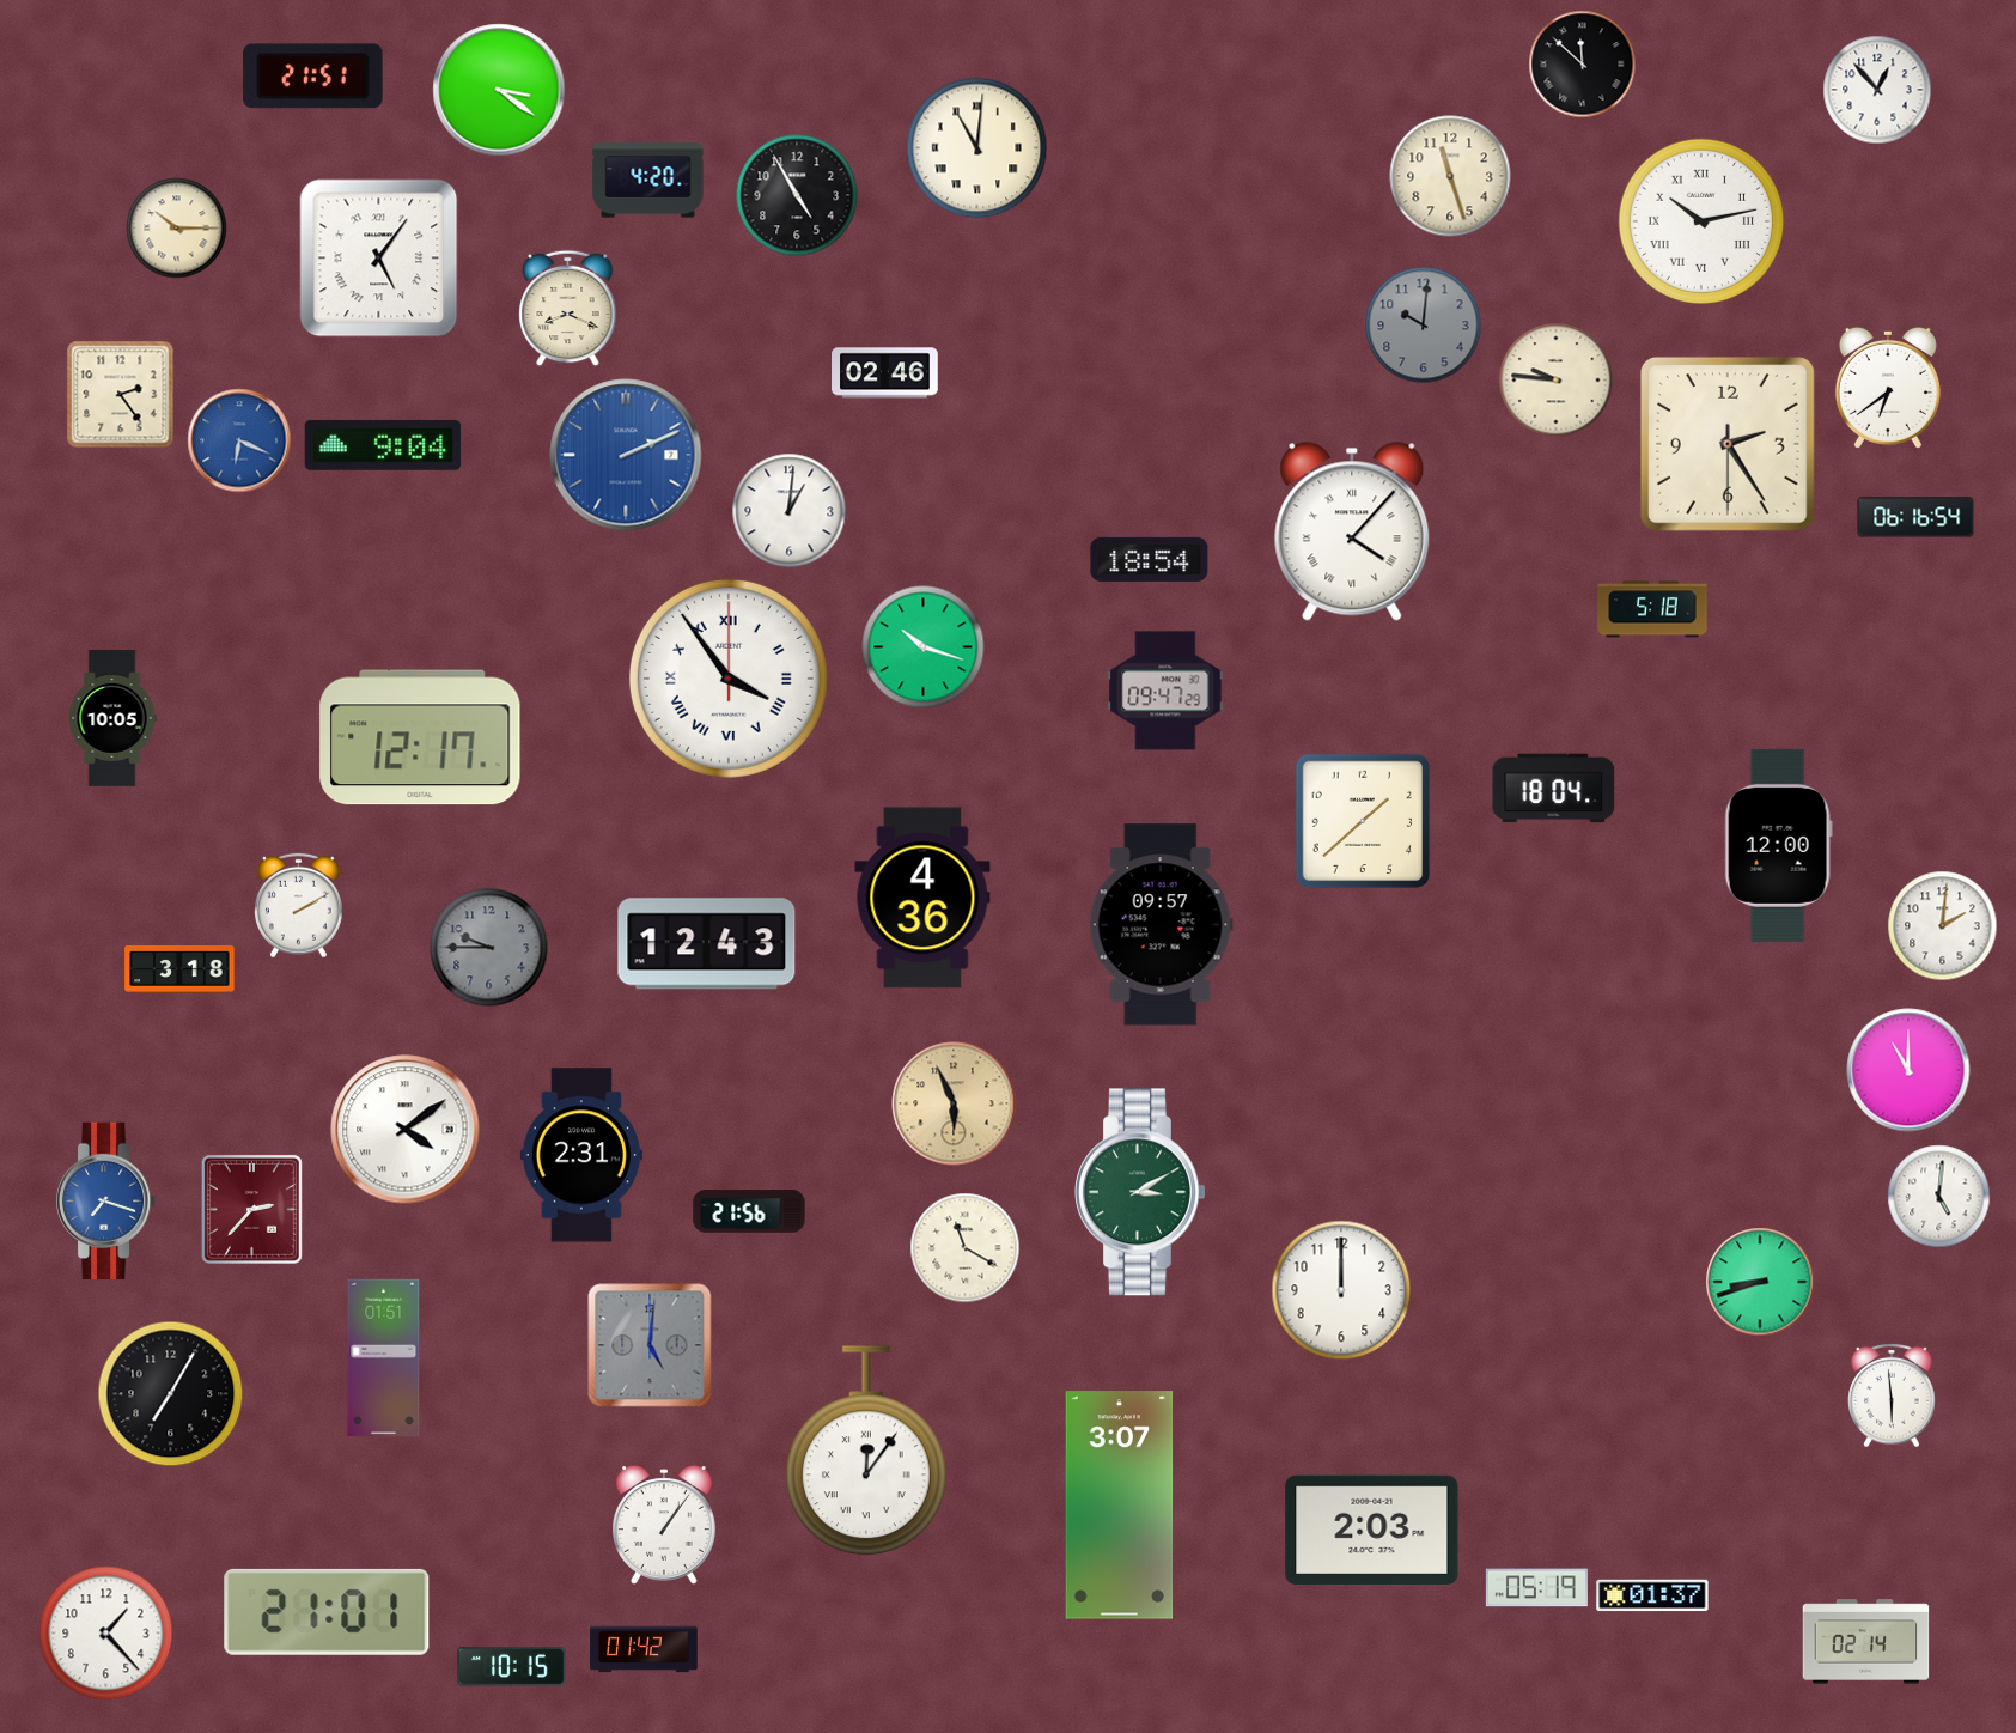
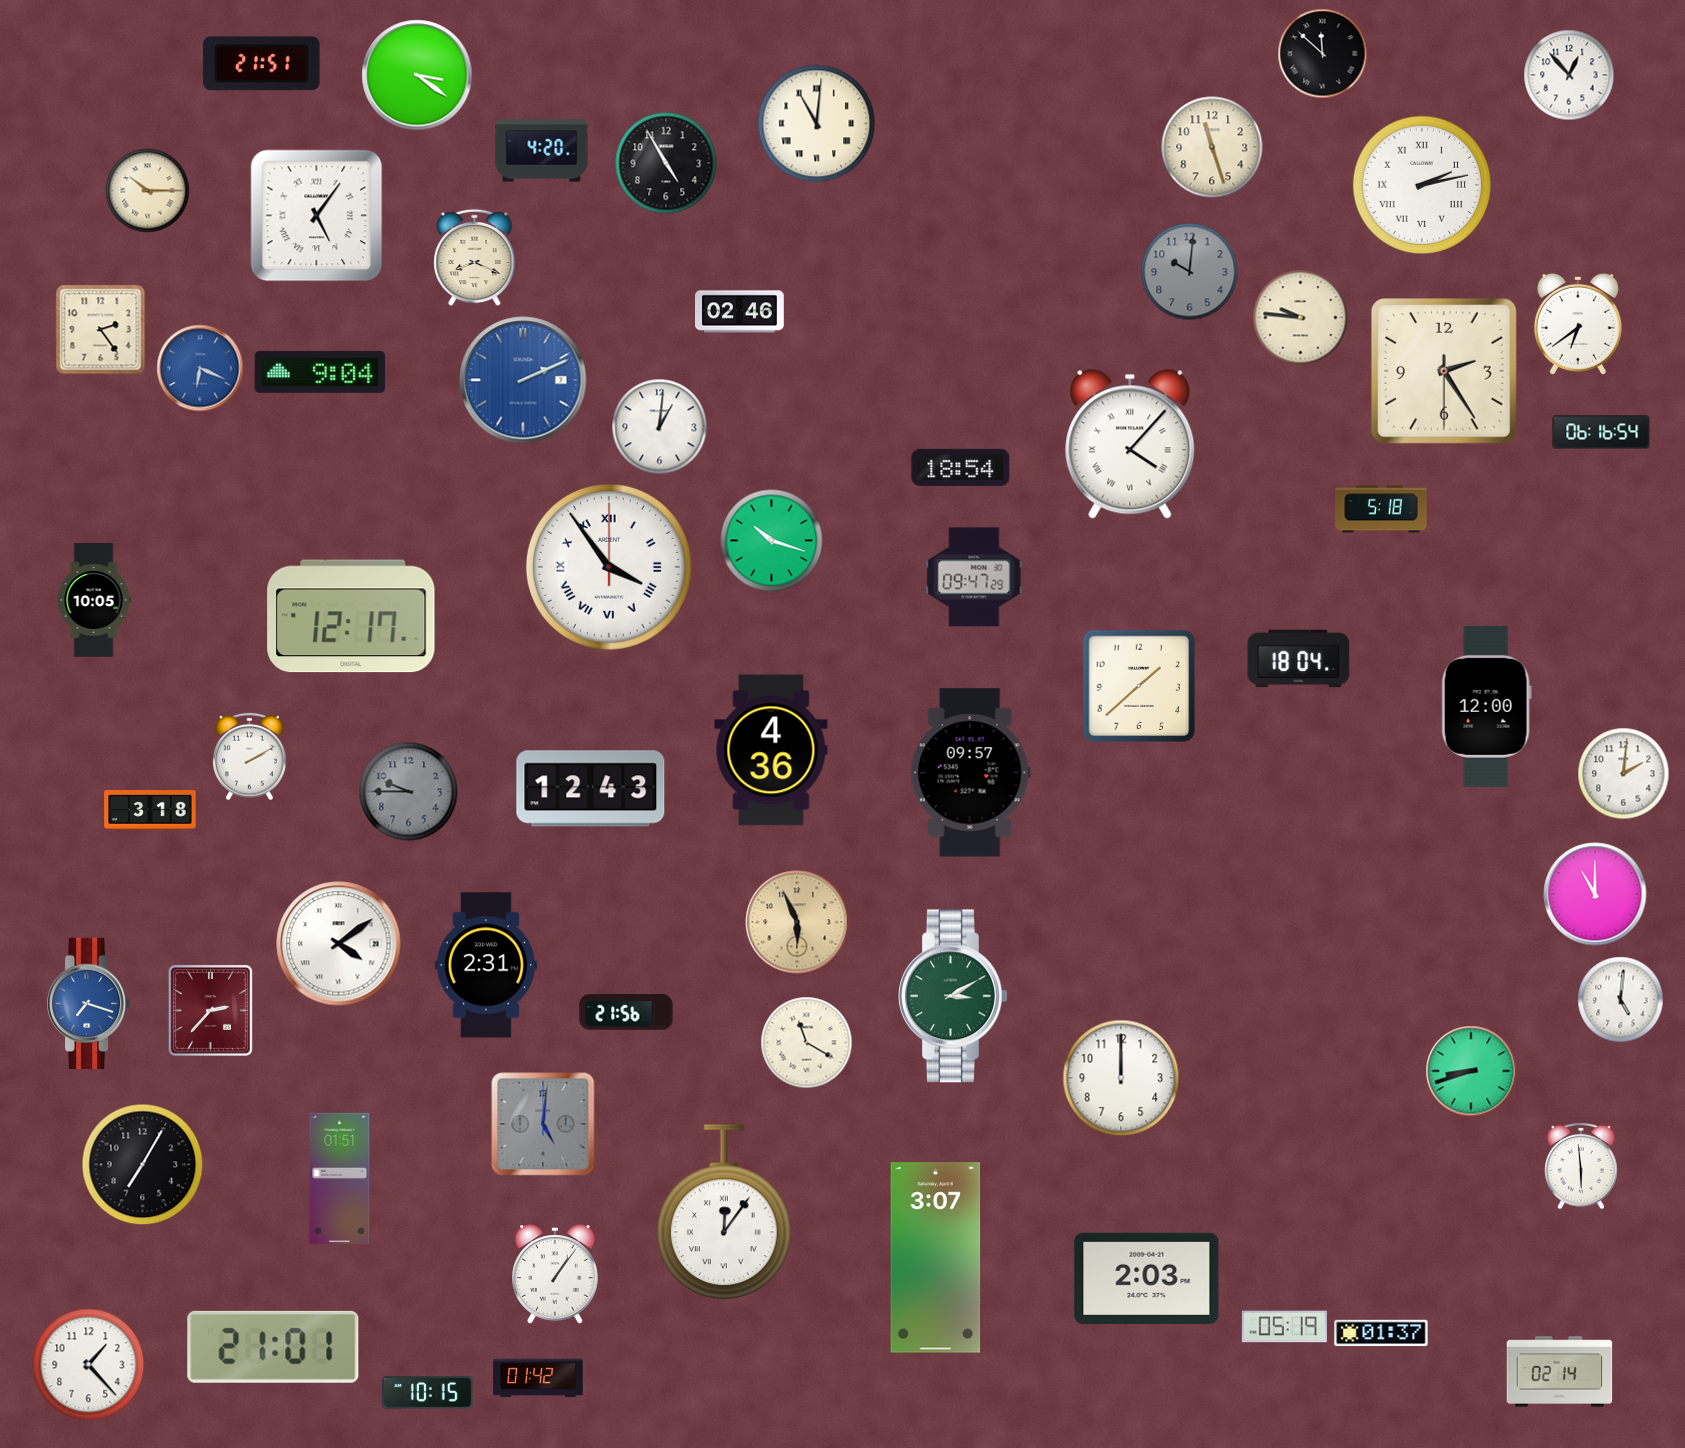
clock at (1701, 221): 10:13 -> 2:13
clock at (384, 1358) position: (384, 1358) -> (340, 1179)
